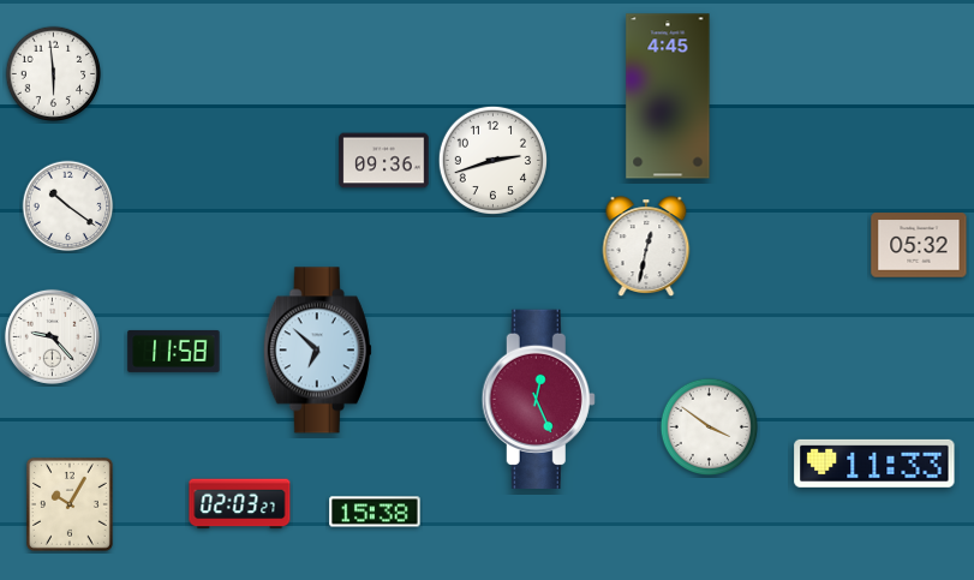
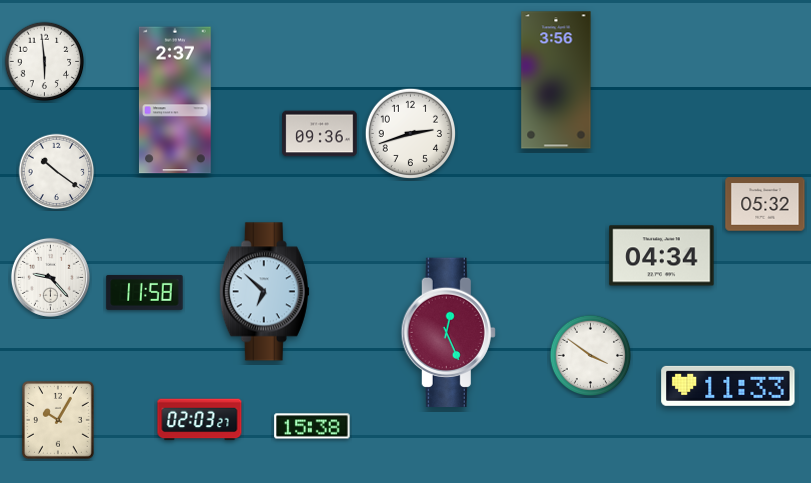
clock at (668, 96): 4:45 -> 3:56
clock at (175, 100): none -> 2:37
clock at (646, 246): 12:32 -> none
clock at (662, 256): none -> 04:34
clock at (52, 336) position: (52, 336) -> (50, 277)
